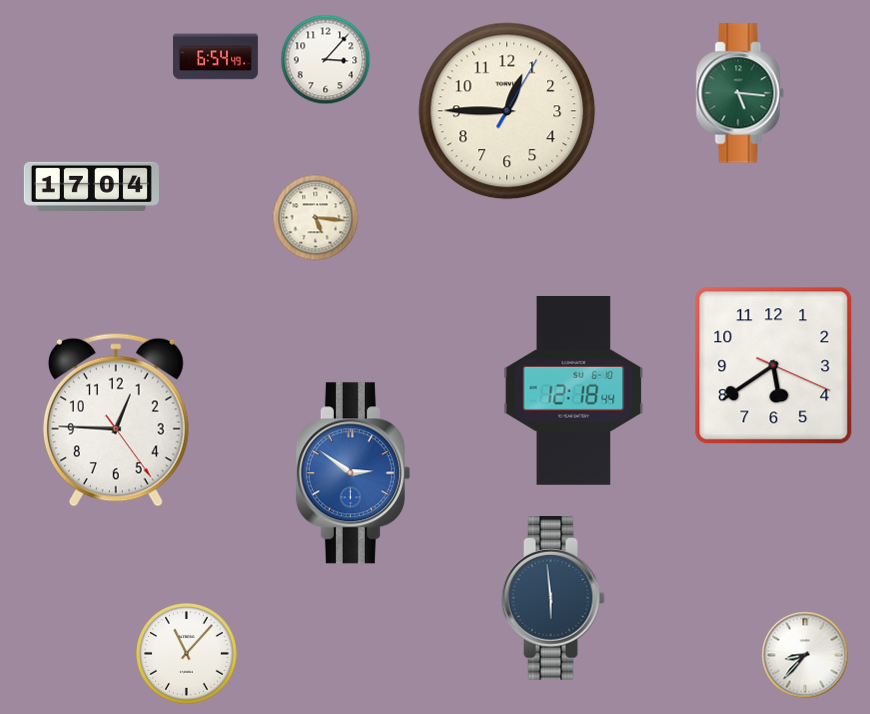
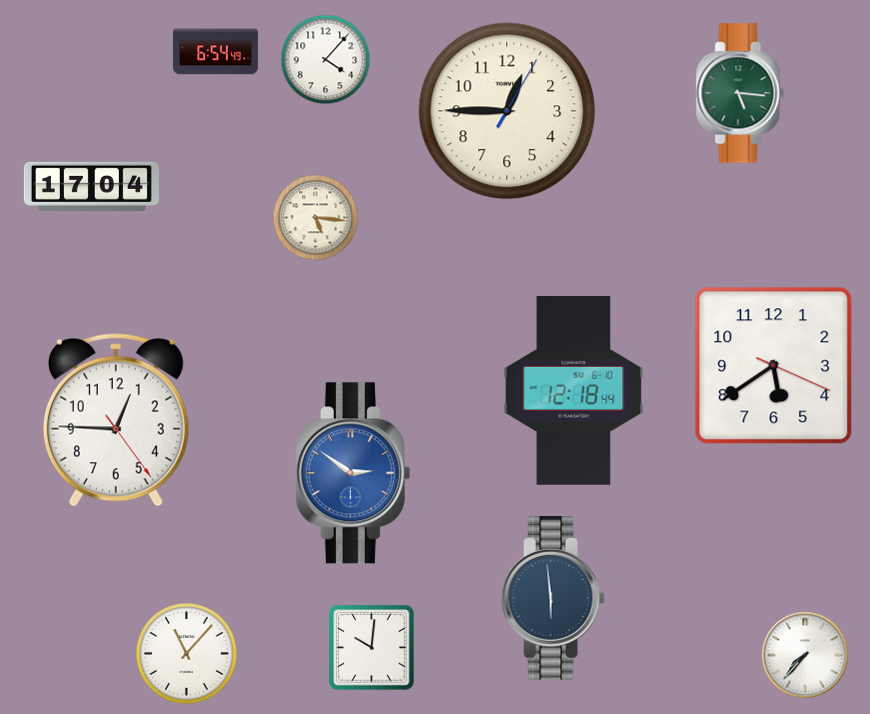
clock at (215, 57) position: (215, 57) -> (215, 52)
clock at (326, 60): 3:07 -> 4:07
clock at (372, 648): none -> 10:01
clock at (805, 655): 8:37 -> 7:37
